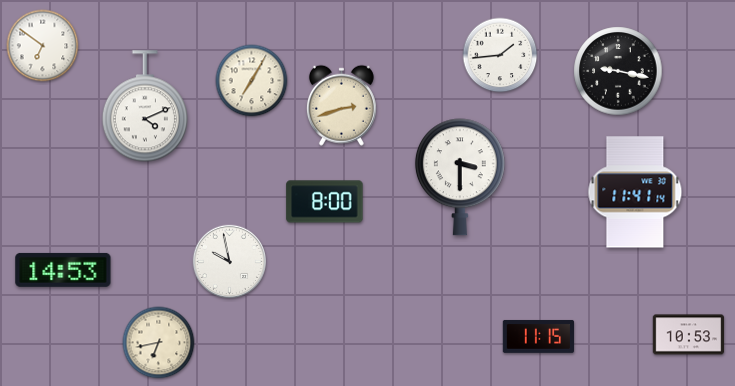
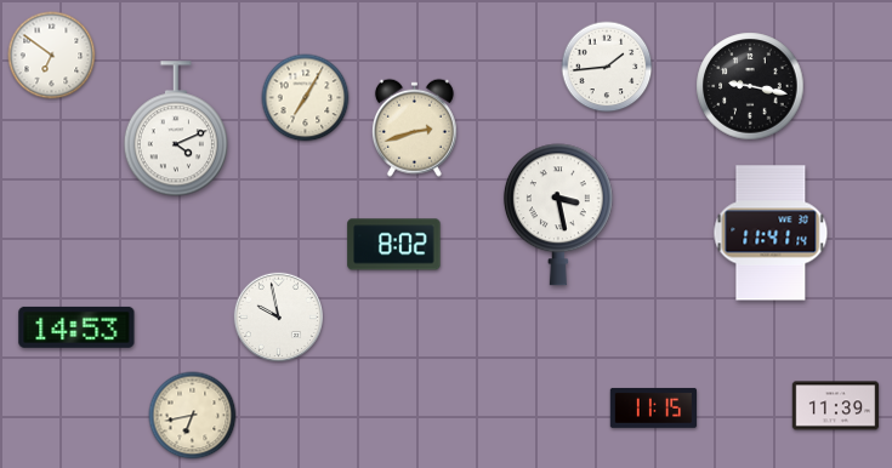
clock at (460, 177): 3:30 -> 3:28
clock at (325, 202): 8:00 -> 8:02
clock at (689, 335): 10:53 -> 11:39
